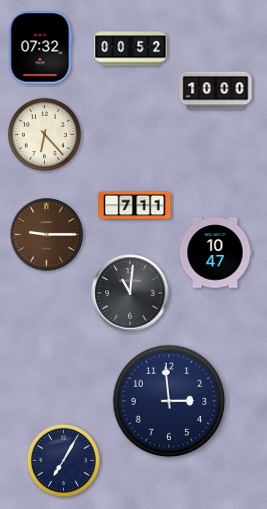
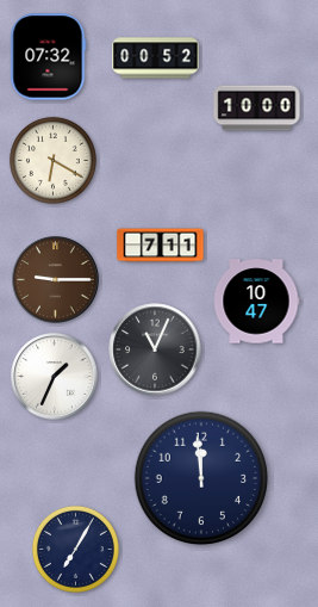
clock at (44, 134): 6:23 -> 6:20
clock at (130, 293): 11:01 -> 11:04
clock at (55, 377): none -> 1:34
clock at (169, 401): 2:59 -> 11:59
